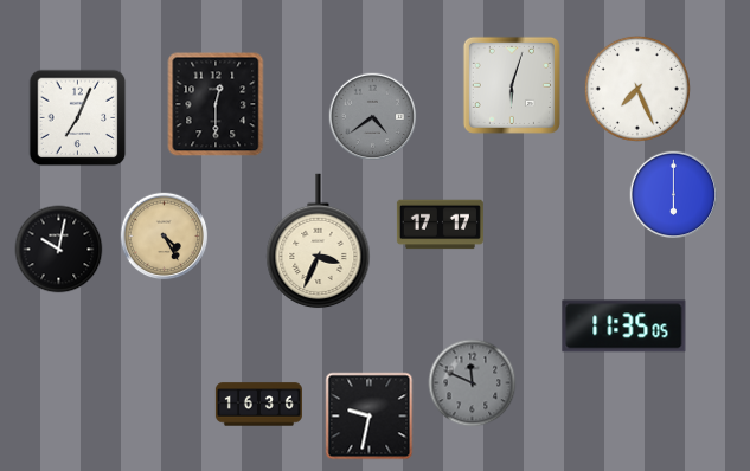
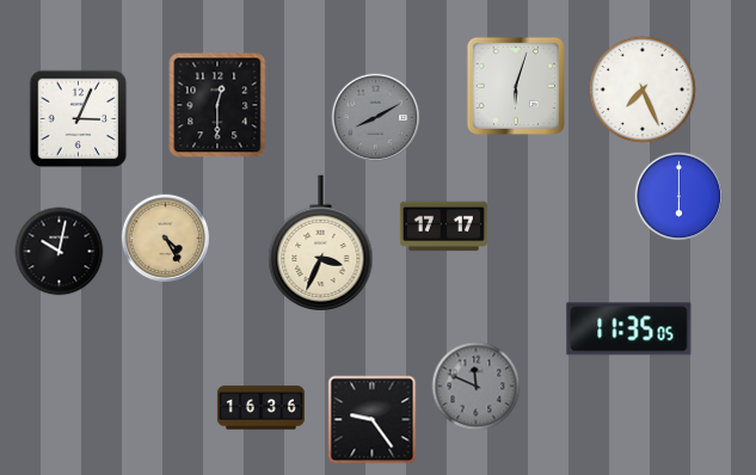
clock at (373, 117): 4:39 -> 8:10
clock at (78, 118): 7:04 -> 3:04
clock at (370, 417): 9:32 -> 9:24
